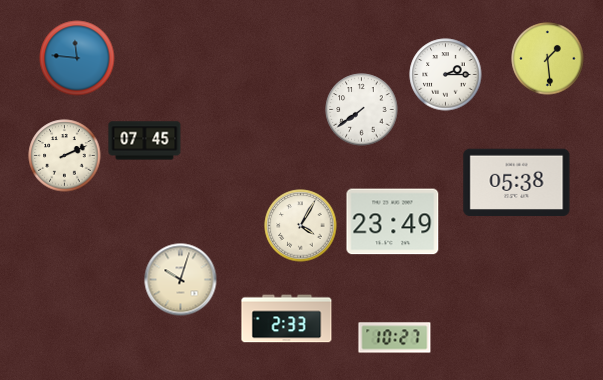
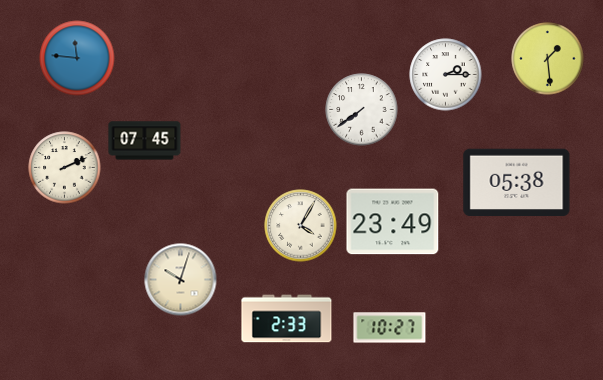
clock at (65, 156) position: (65, 156) -> (65, 168)
clock at (395, 338) position: (395, 338) -> (390, 328)
